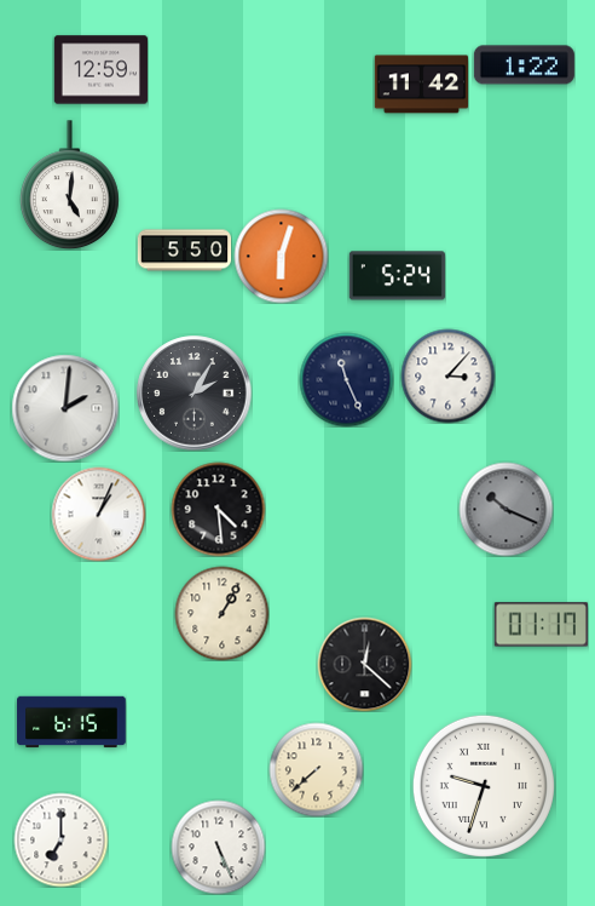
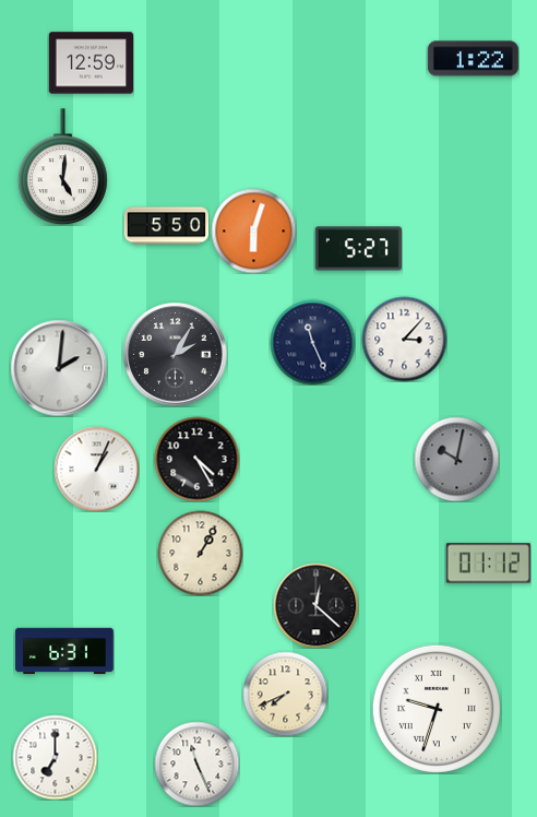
clock at (421, 85): 11:42 -> none
clock at (397, 276): 5:24 -> 5:27
clock at (218, 509): 4:29 -> 4:25
clock at (506, 509): 10:19 -> 10:02
clock at (98, 514) position: (98, 514) -> (96, 469)
clock at (541, 625): 01:17 -> 01:12
clock at (364, 664) position: (364, 664) -> (315, 605)
clock at (71, 722): 6:15 -> 6:31
clock at (316, 769): 7:38 -> 7:41
clock at (218, 847): 5:26 -> 11:26
